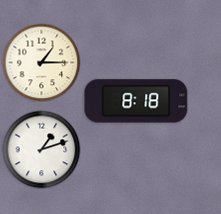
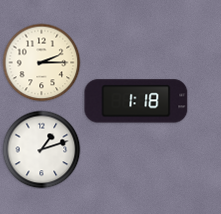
clock at (41, 62): 1:15 -> 2:15
clock at (136, 101): 8:18 -> 1:18
